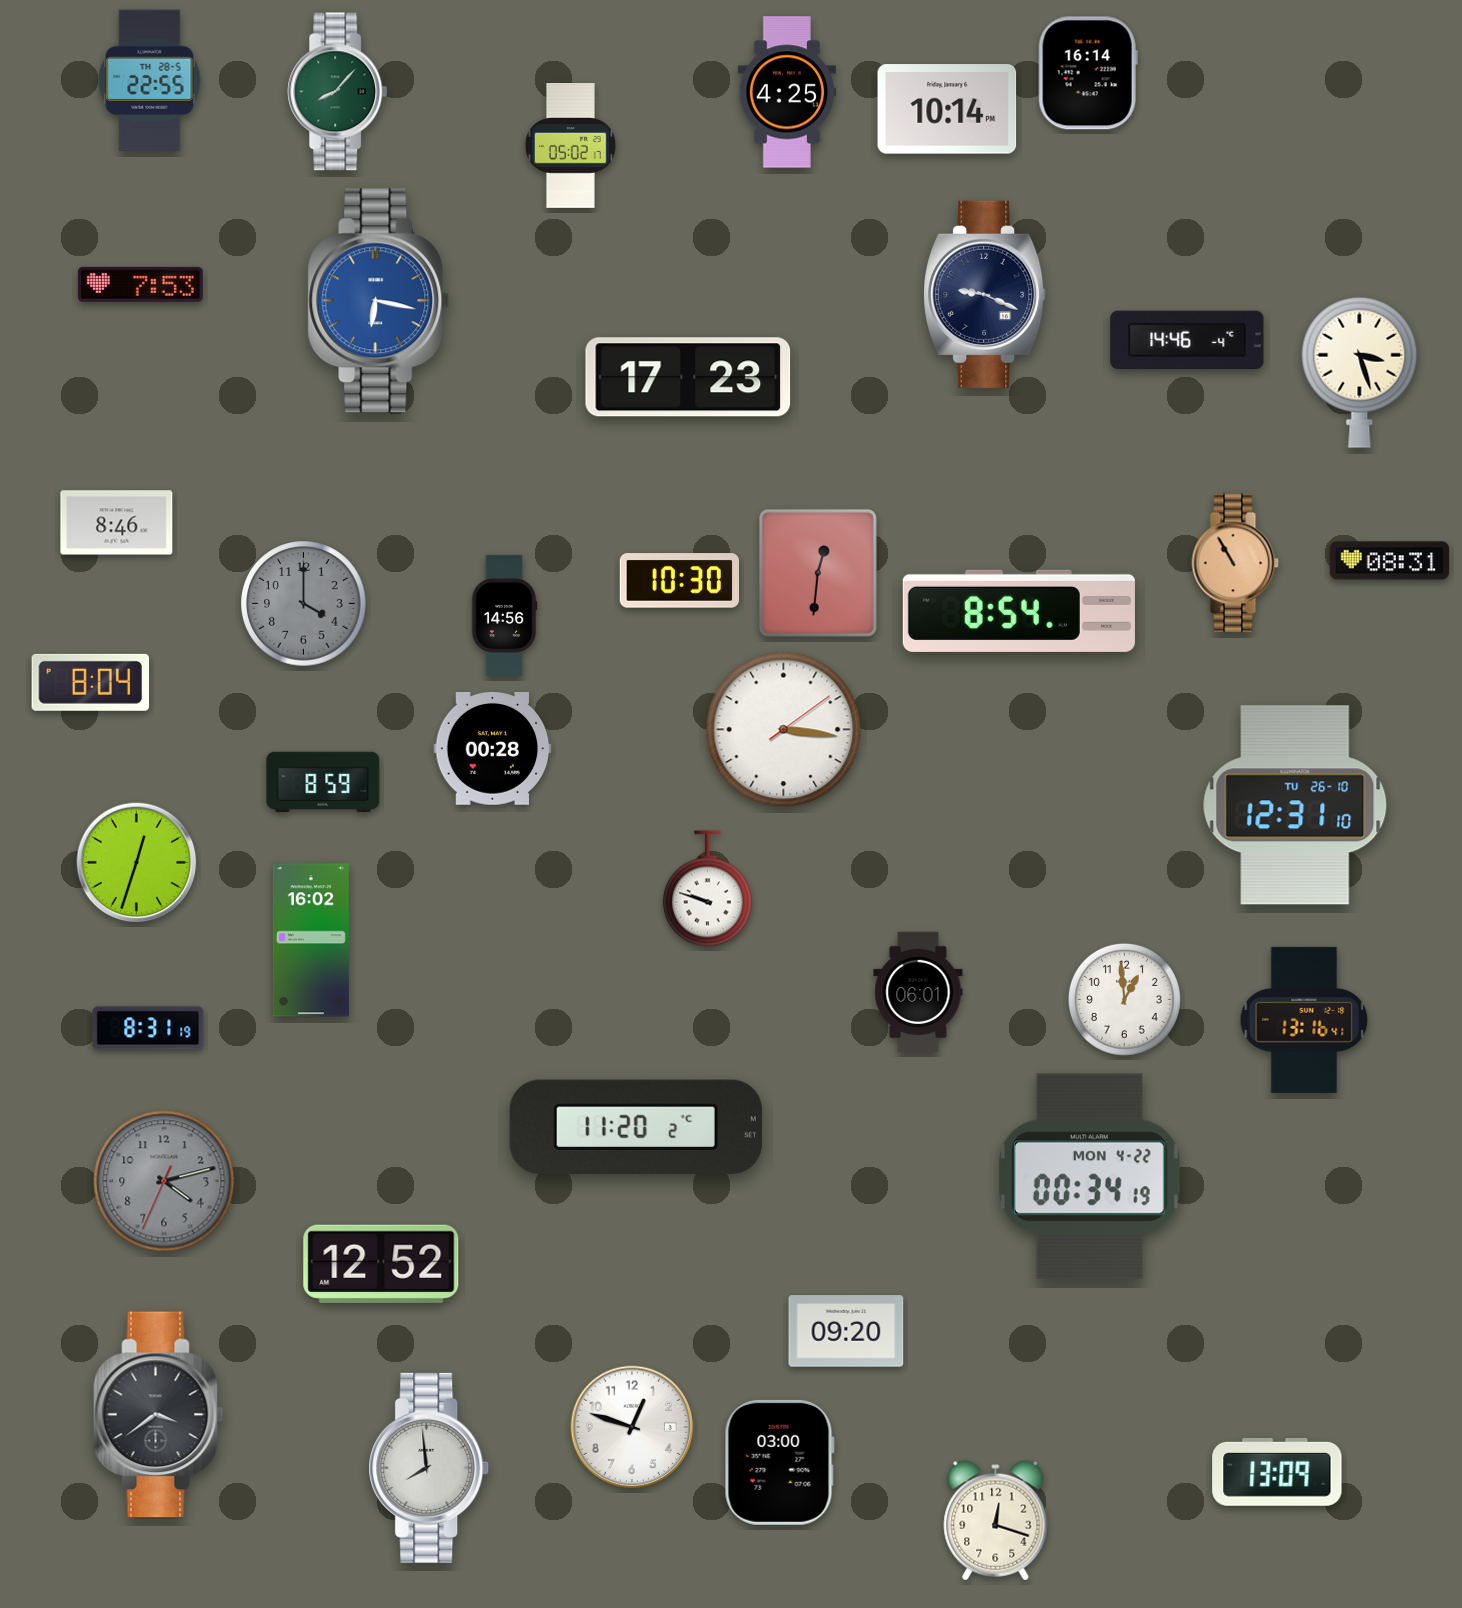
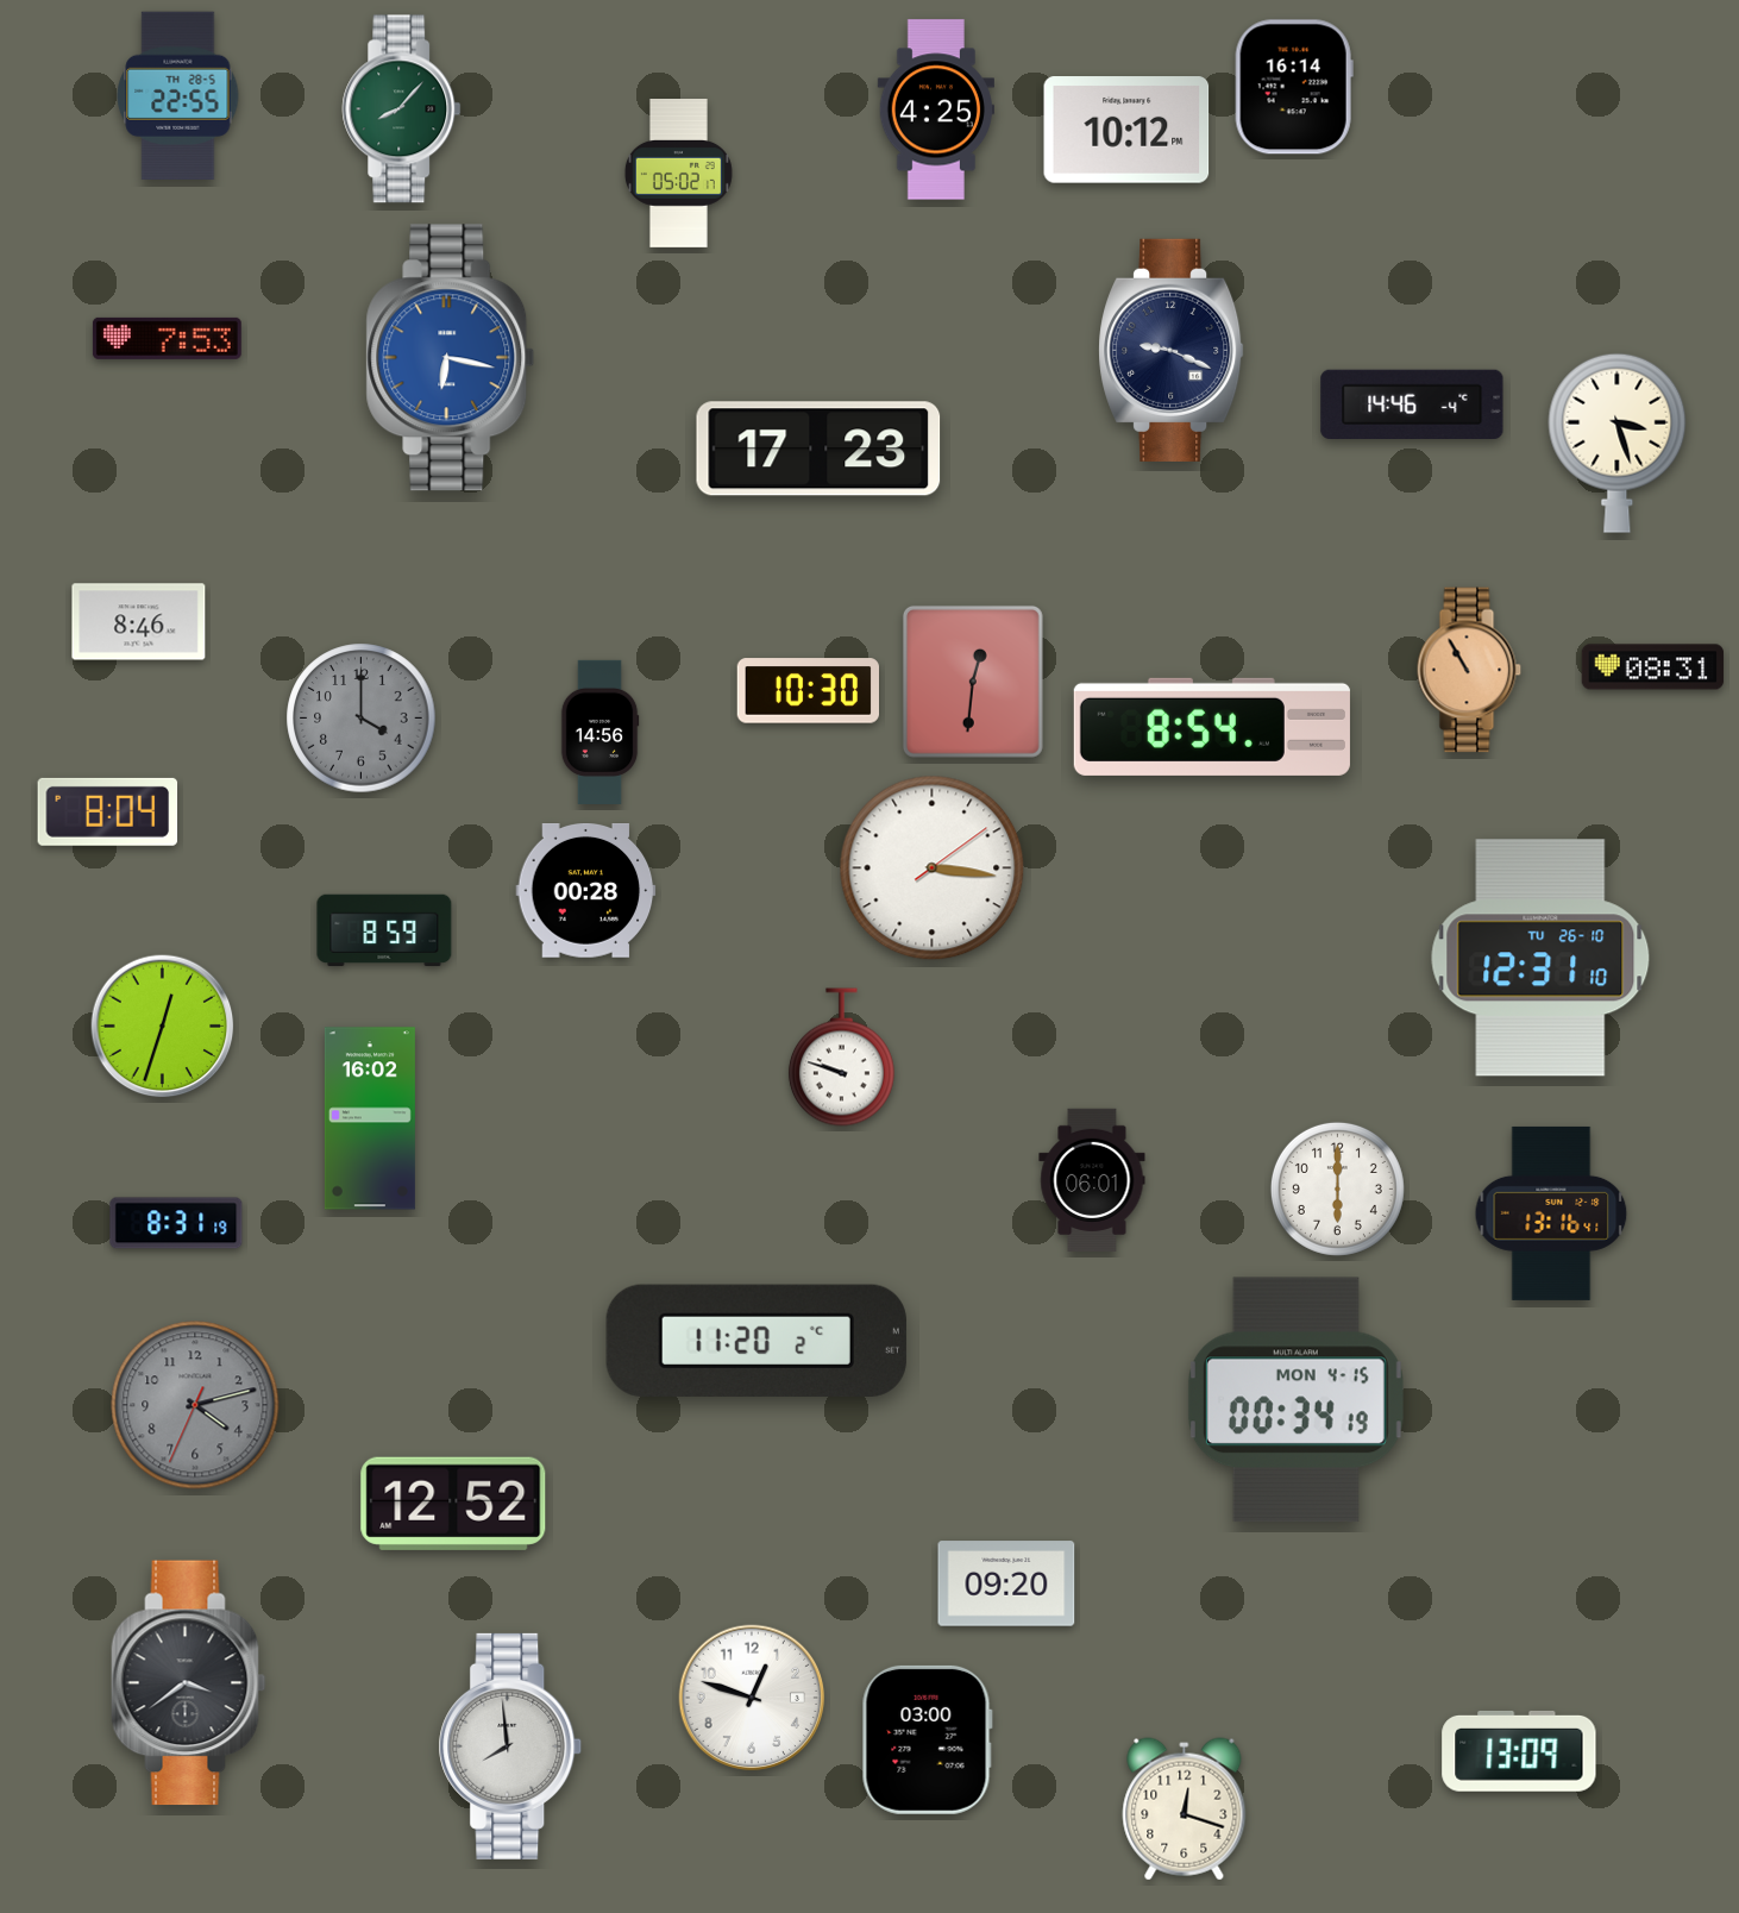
clock at (947, 109): 10:14 -> 10:12
clock at (1124, 999): 12:59 -> 6:00
clock at (1089, 1177) date: MON 4-22 -> MON 4-15
